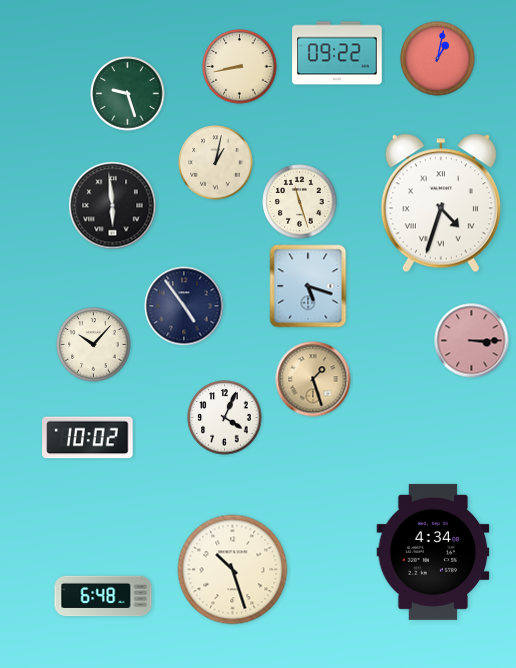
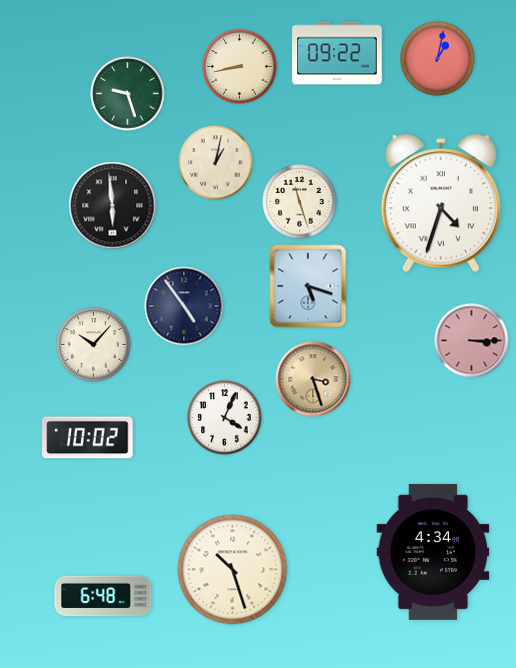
clock at (313, 379): 1:27 -> 3:27
